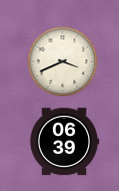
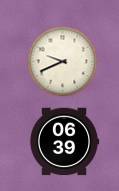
clock at (63, 62): 3:41 -> 9:41
